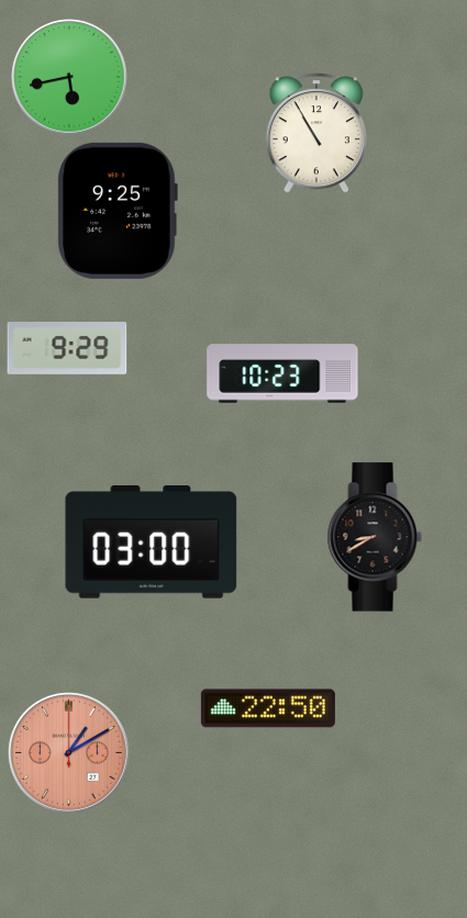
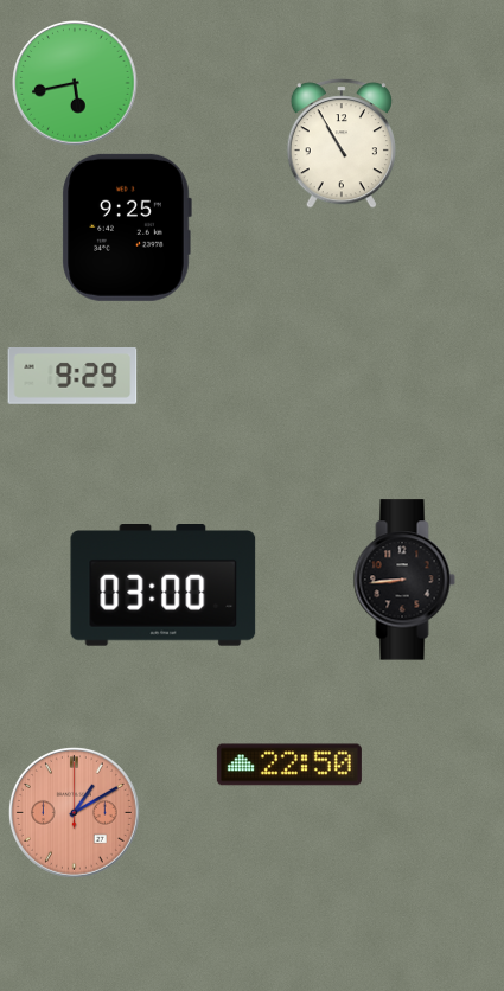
clock at (282, 373): 10:23 -> none
clock at (375, 537): 8:40 -> 8:44
